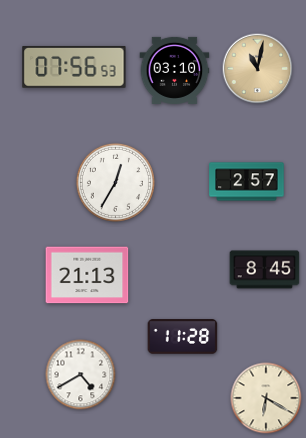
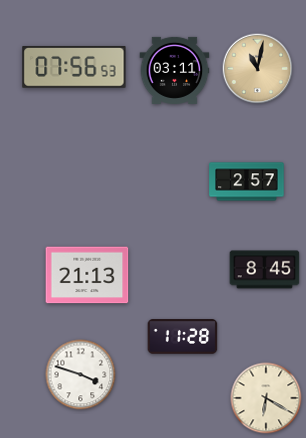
clock at (175, 70): 03:10 -> 03:11
clock at (115, 182): 12:35 -> none
clock at (81, 375): 4:40 -> 3:48
